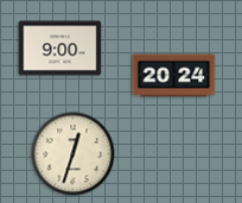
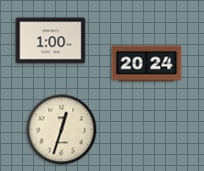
clock at (60, 49): 9:00 -> 1:00
